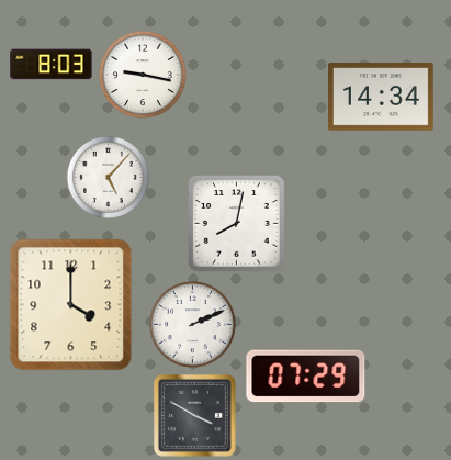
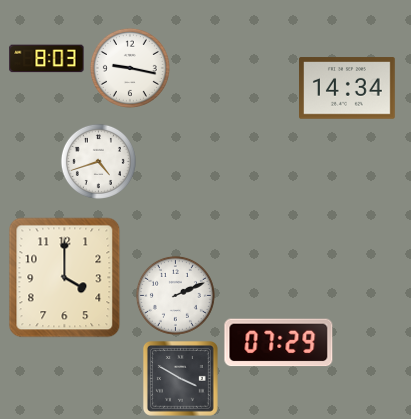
clock at (108, 177): 5:07 -> 4:42
clock at (237, 224): 8:02 -> none
clock at (195, 416) position: (195, 416) -> (181, 379)
